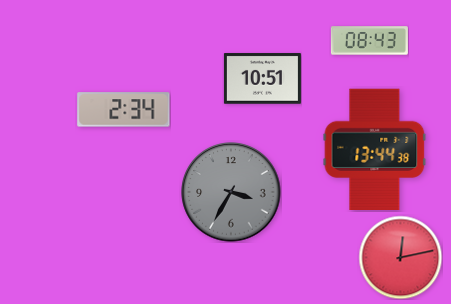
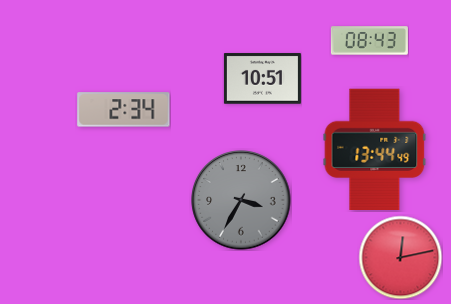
clock at (375, 149): 13:44:38 -> 13:44:49
clock at (231, 192) position: (231, 192) -> (241, 200)
